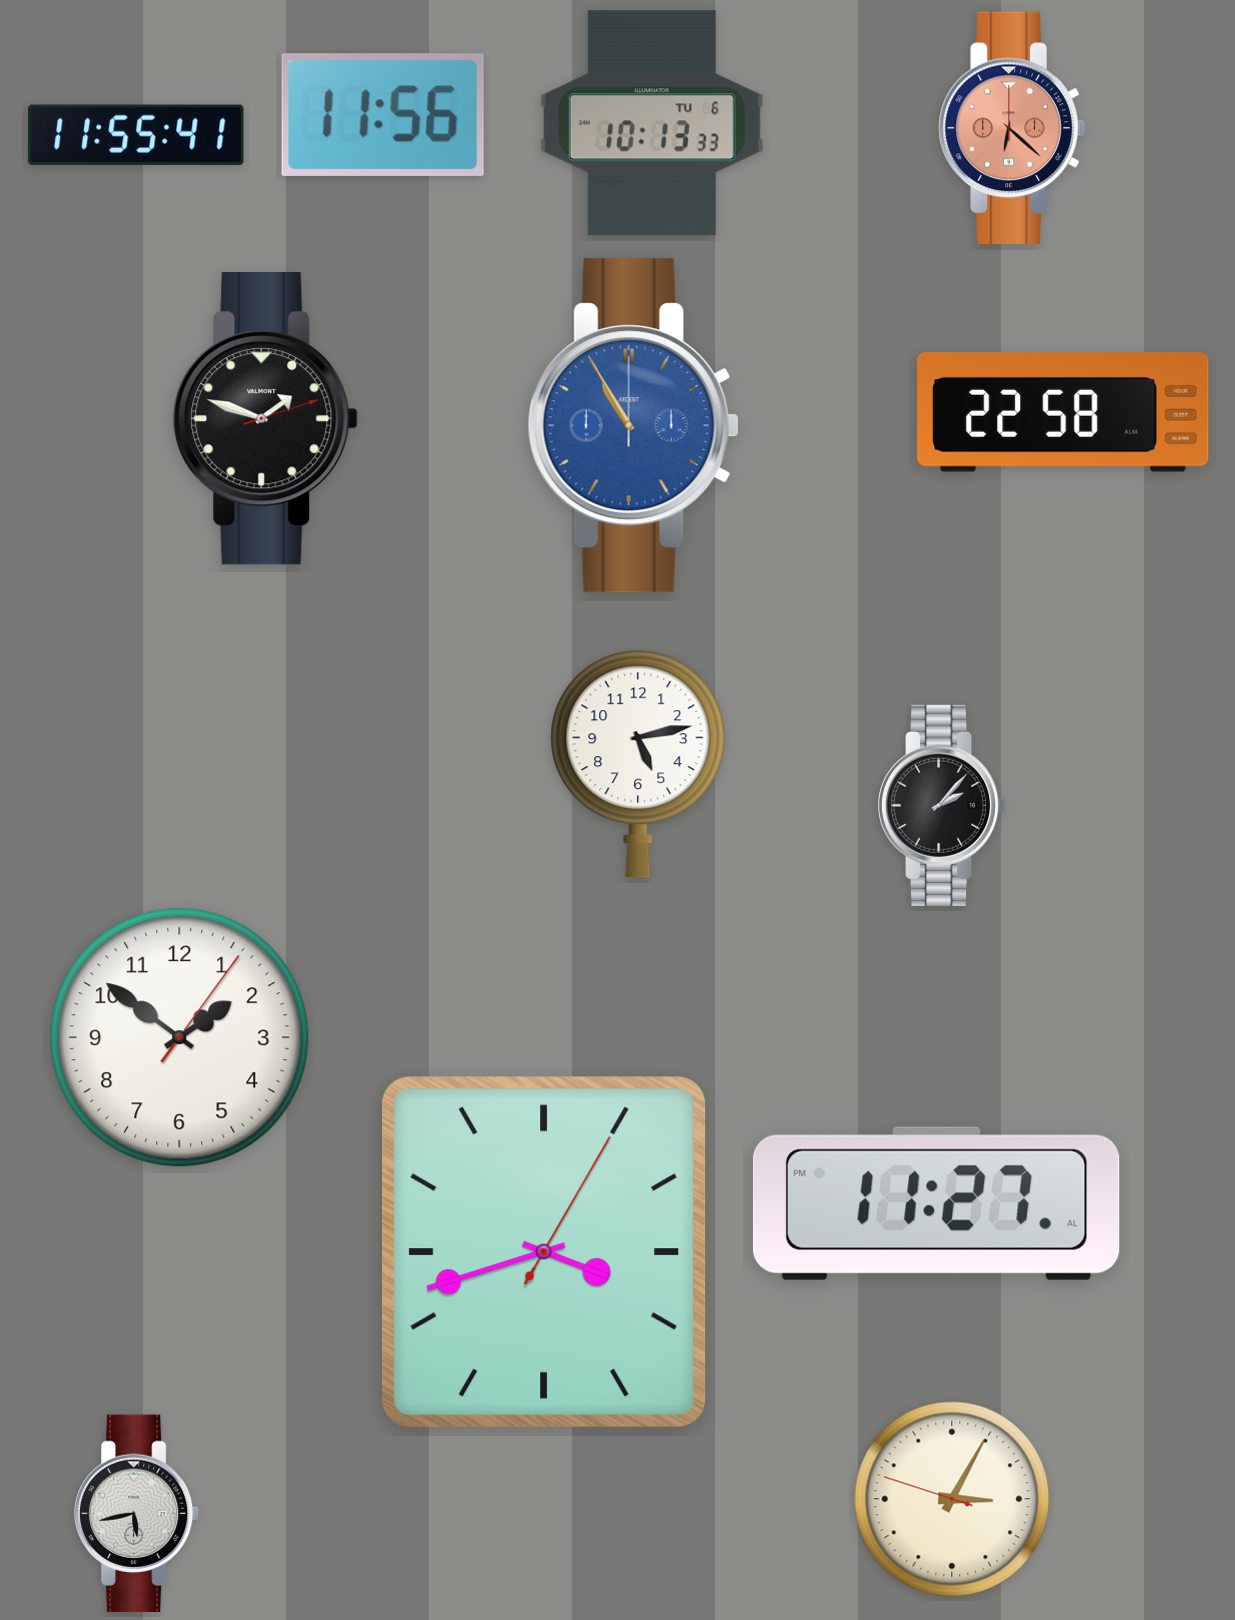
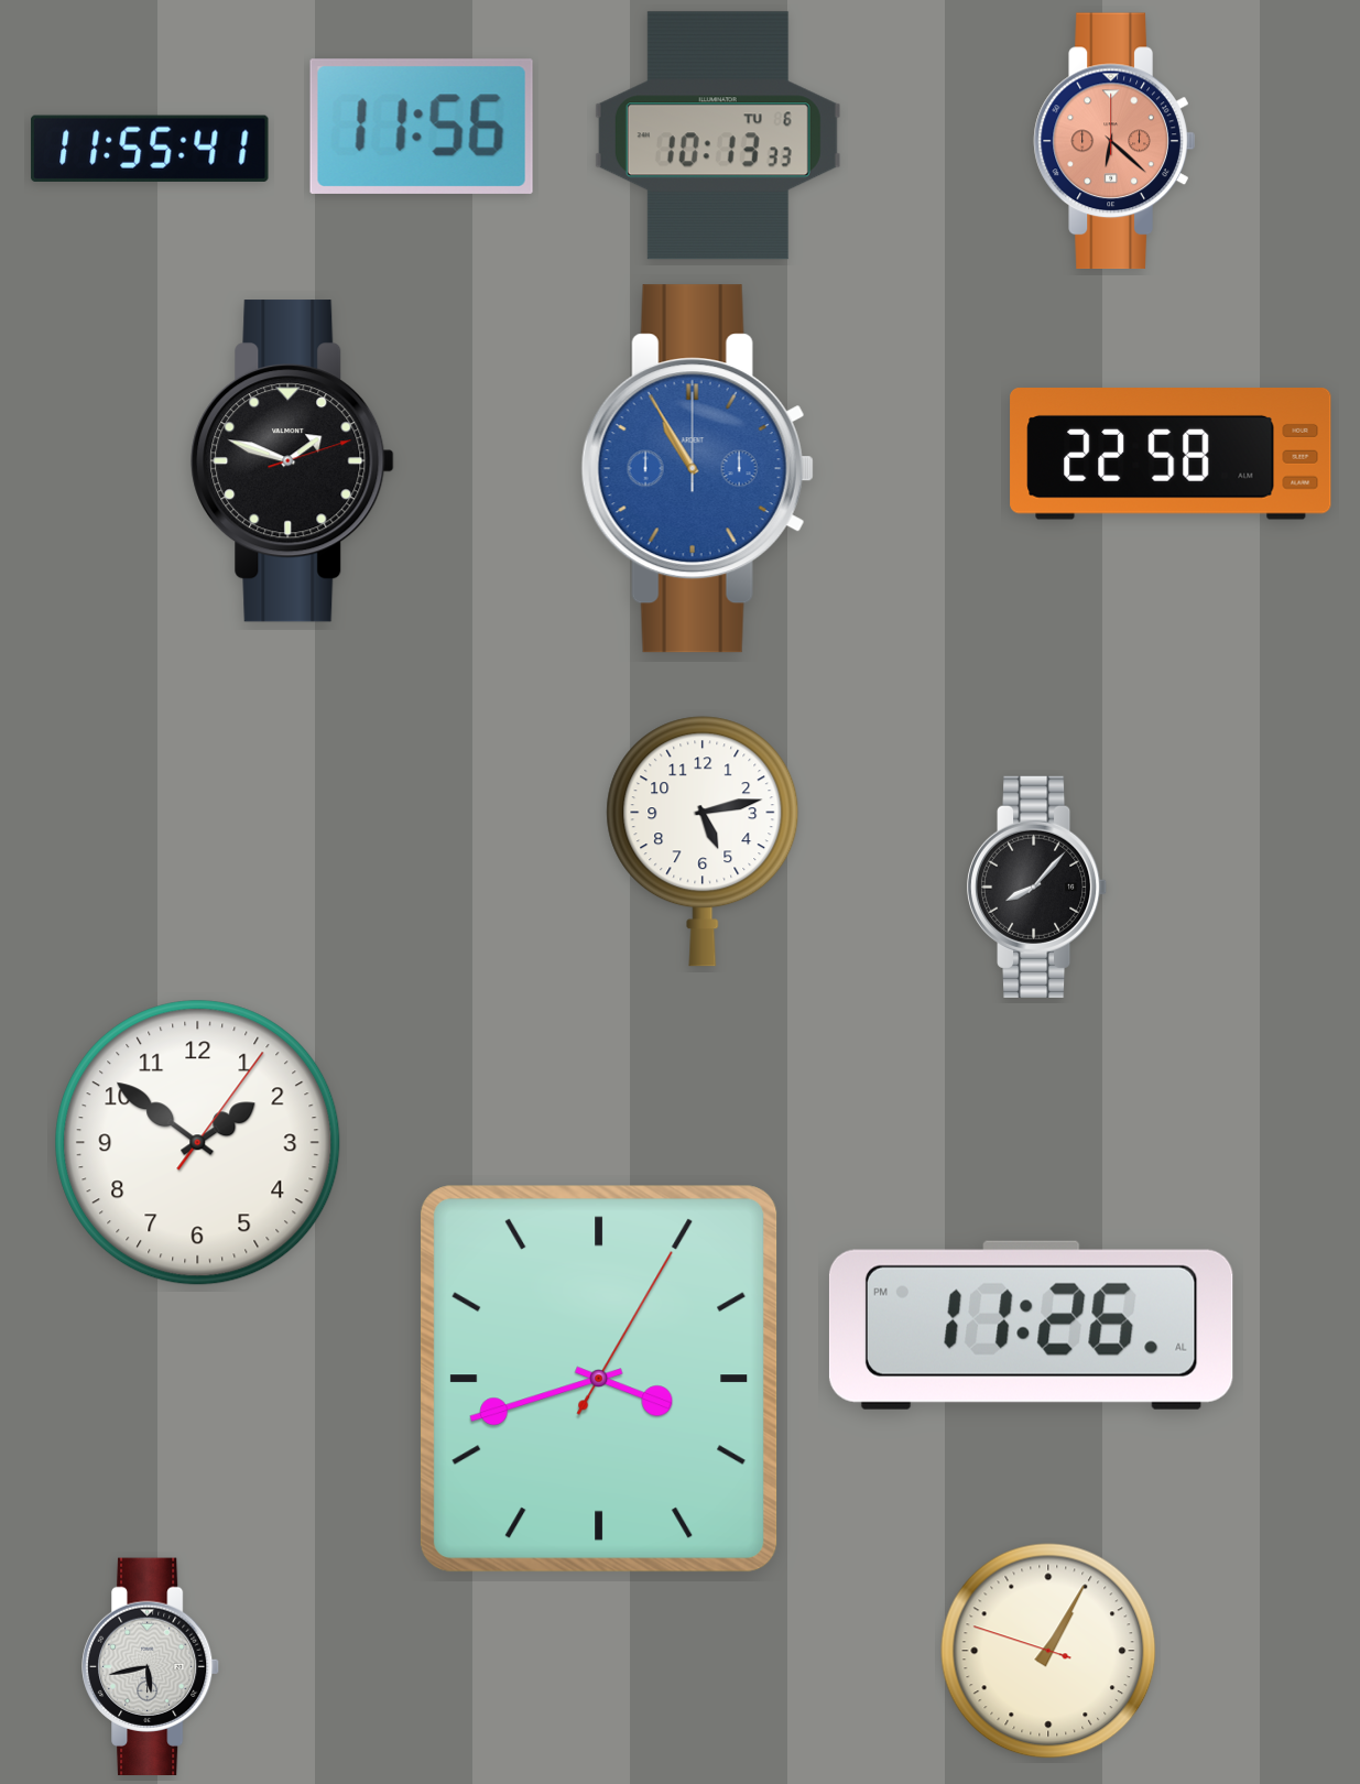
clock at (943, 805): 2:07 -> 8:07
clock at (936, 1203): 11:27 -> 11:26
clock at (952, 1499): 3:04 -> 1:04
